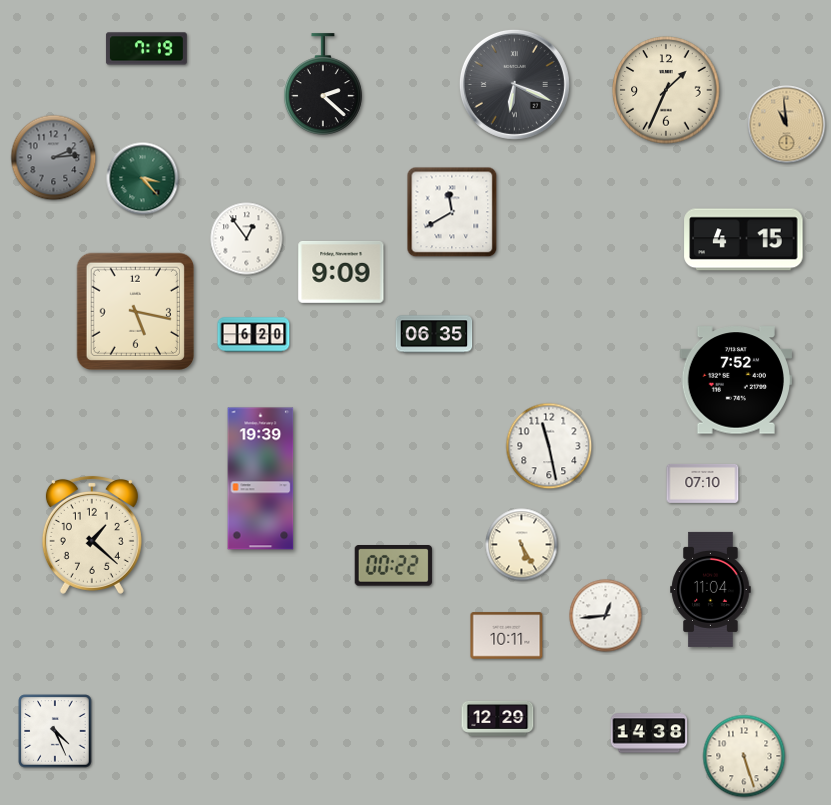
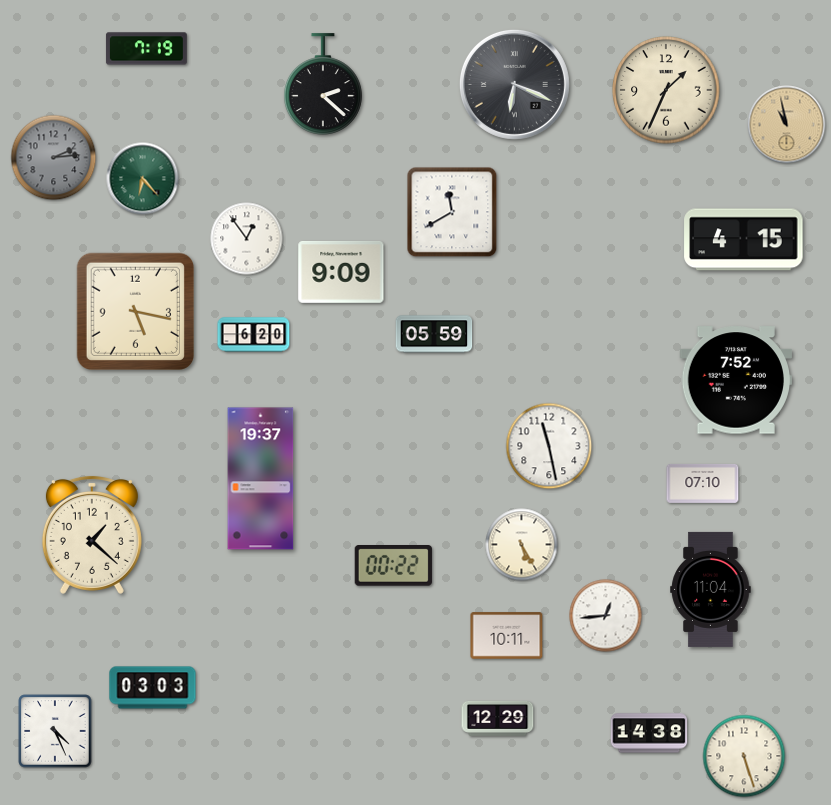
clock at (787, 125): 10:59 -> 10:58
clock at (143, 179): 3:23 -> 6:23
clock at (434, 334): 06:35 -> 05:59
clock at (261, 479): 19:39 -> 19:37
clock at (153, 688): none -> 03:03
